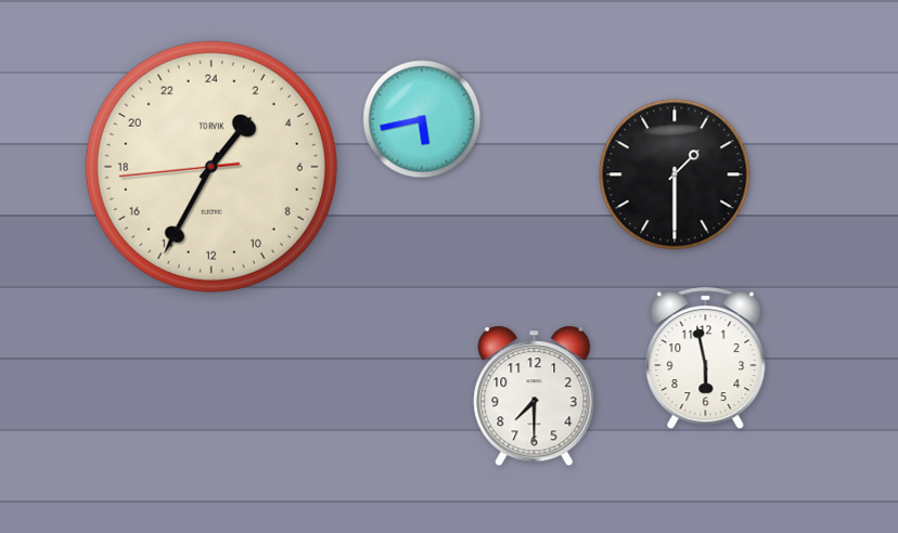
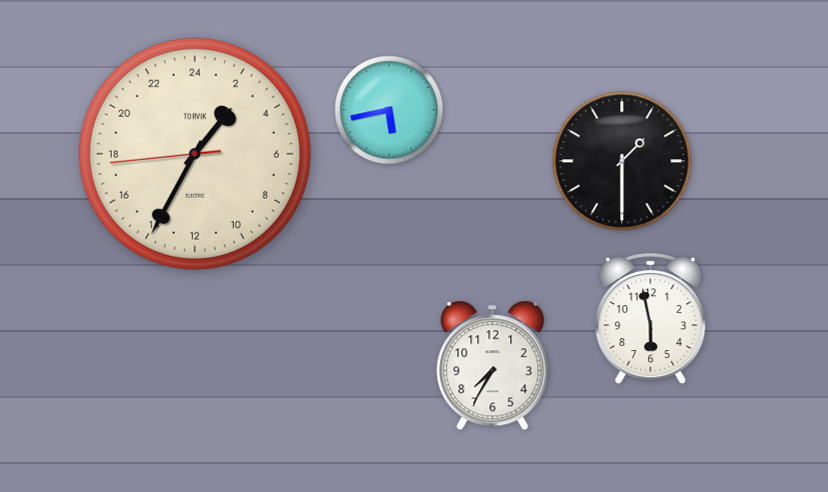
clock at (706, 359) position: (706, 359) -> (651, 319)
clock at (535, 396): 7:30 -> 7:35
